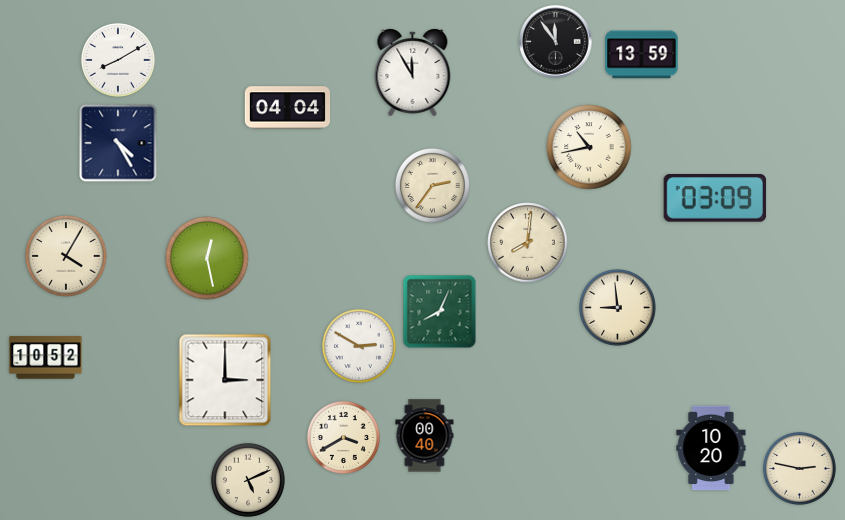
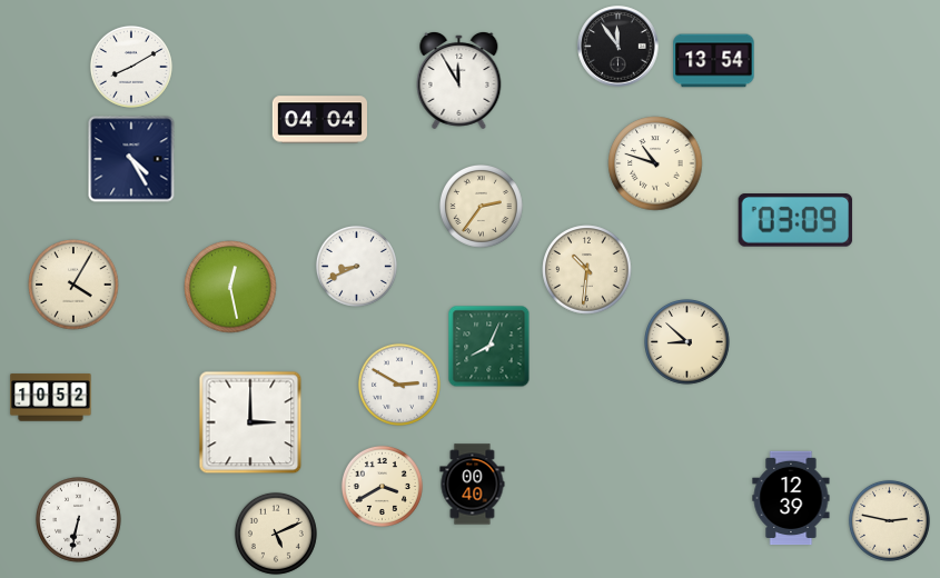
clock at (642, 55): 13:59 -> 13:54
clock at (589, 147): 10:43 -> 10:48
clock at (356, 266): none -> 8:41
clock at (528, 243): 8:01 -> 10:31
clock at (618, 308): 8:59 -> 8:52
clock at (711, 448): 10:20 -> 12:39
clock at (79, 520): none -> 6:32
